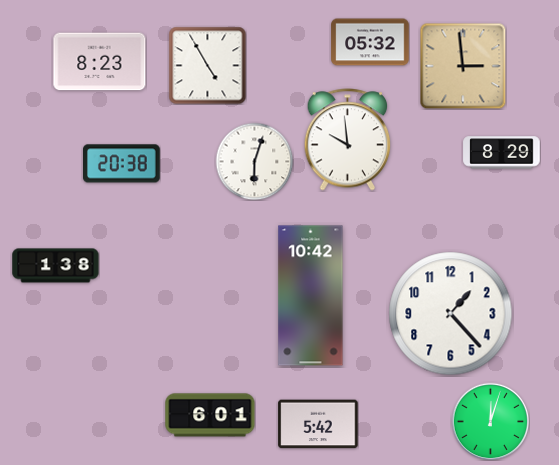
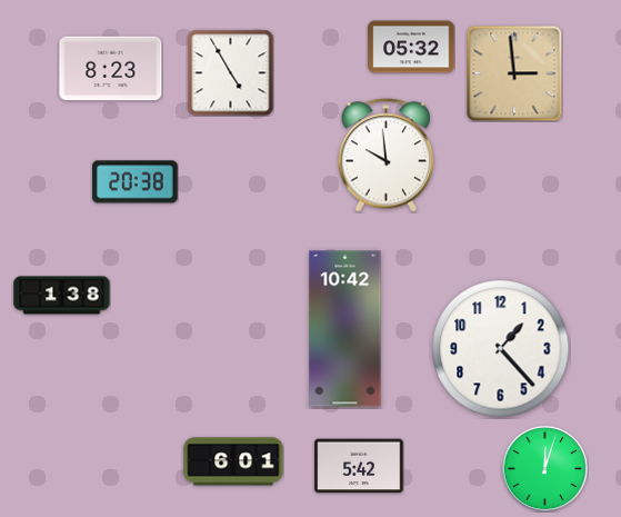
clock at (502, 153): 8:29 -> none
clock at (254, 161): 6:03 -> none
clock at (318, 424) position: (318, 424) -> (359, 466)
